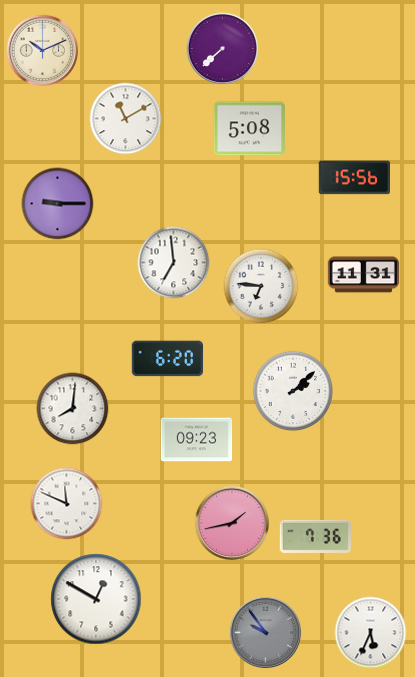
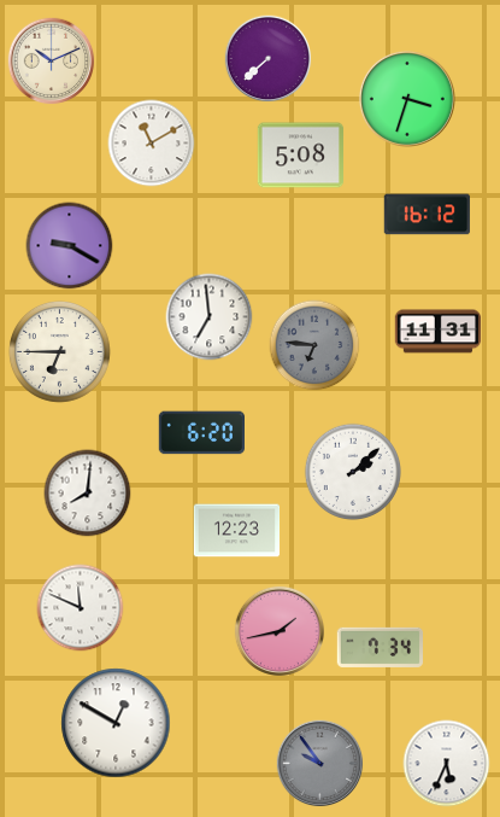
clock at (407, 99): none -> 3:33
clock at (354, 178): 15:56 -> 16:12
clock at (58, 204): 9:15 -> 9:20
clock at (261, 286) dial: white -> grey
clock at (59, 351): none -> 6:45
clock at (197, 440): 09:23 -> 12:23
clock at (315, 536): 7:36 -> 7:34
